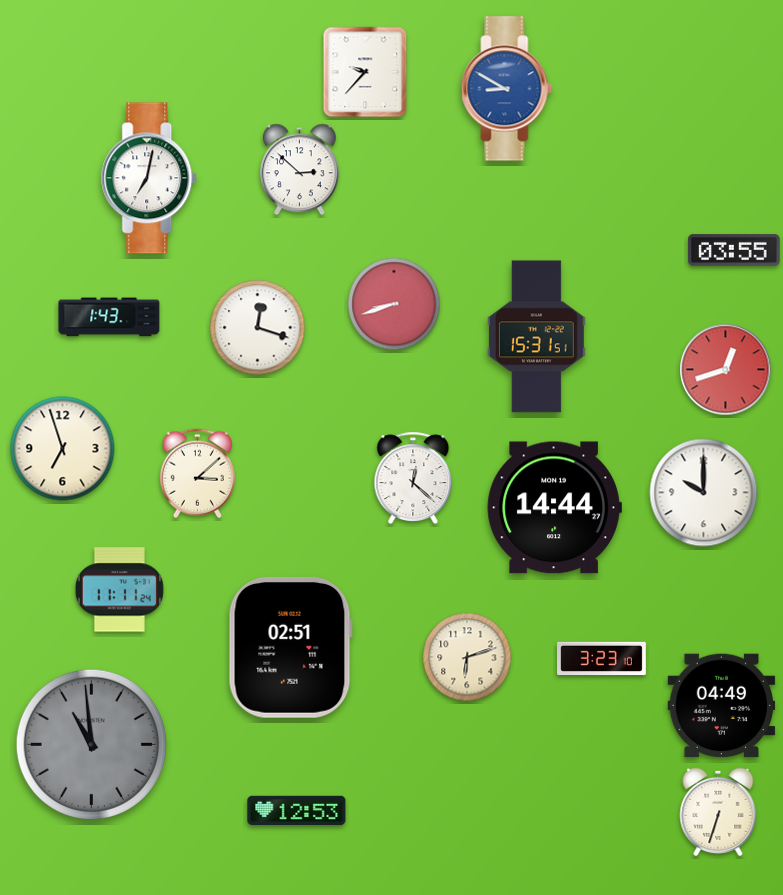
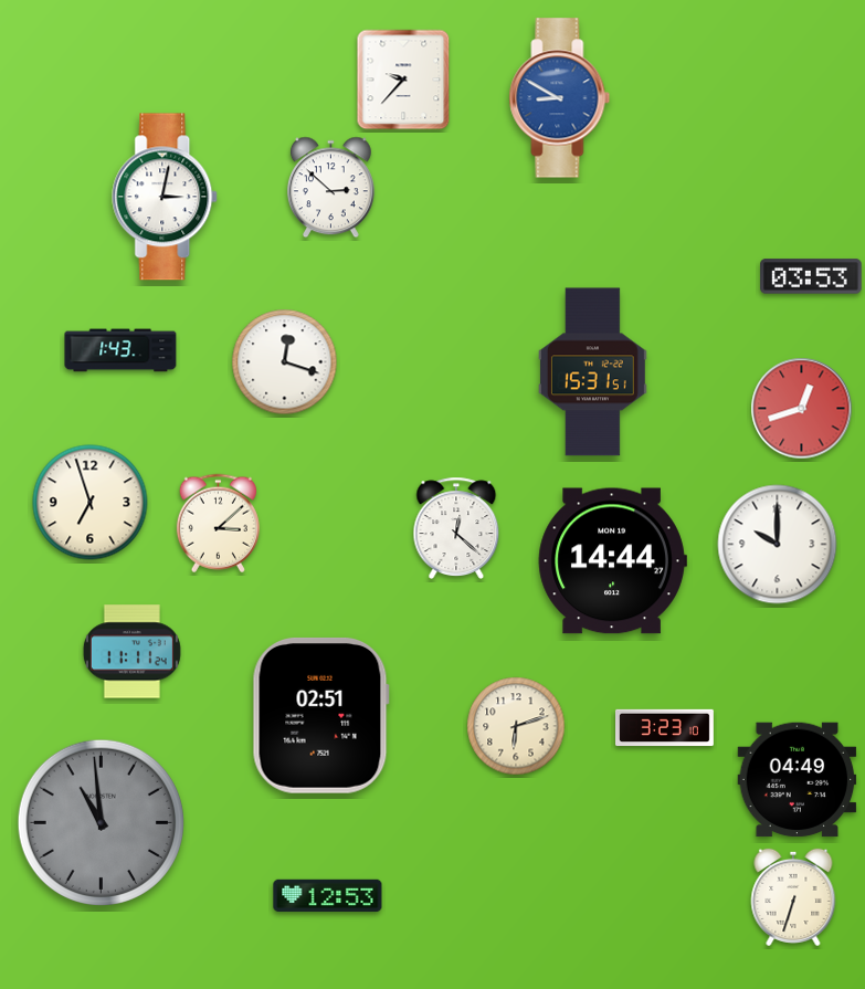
clock at (150, 178): 7:02 -> 3:02
clock at (734, 250): 03:55 -> 03:53
clock at (394, 304): 8:42 -> none
clock at (63, 449) position: (63, 449) -> (91, 503)
